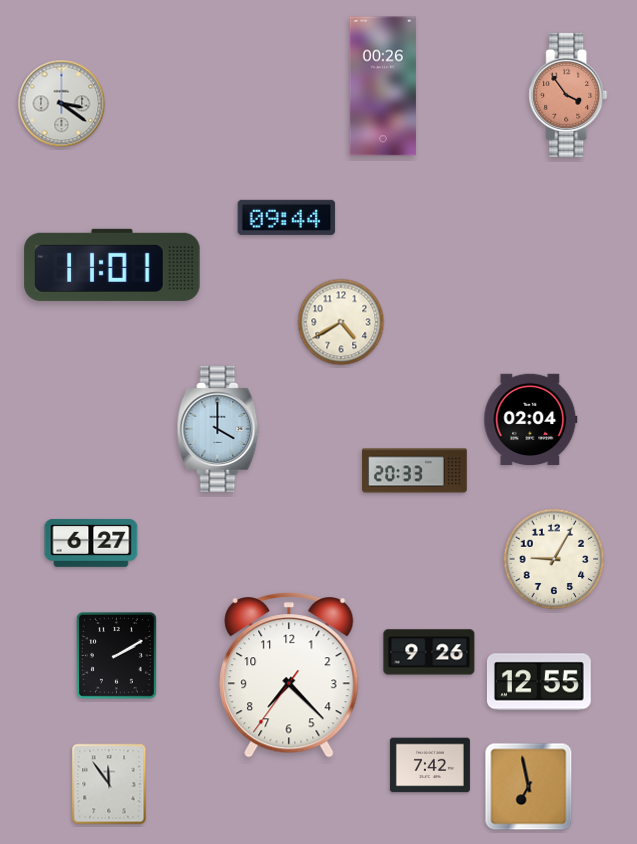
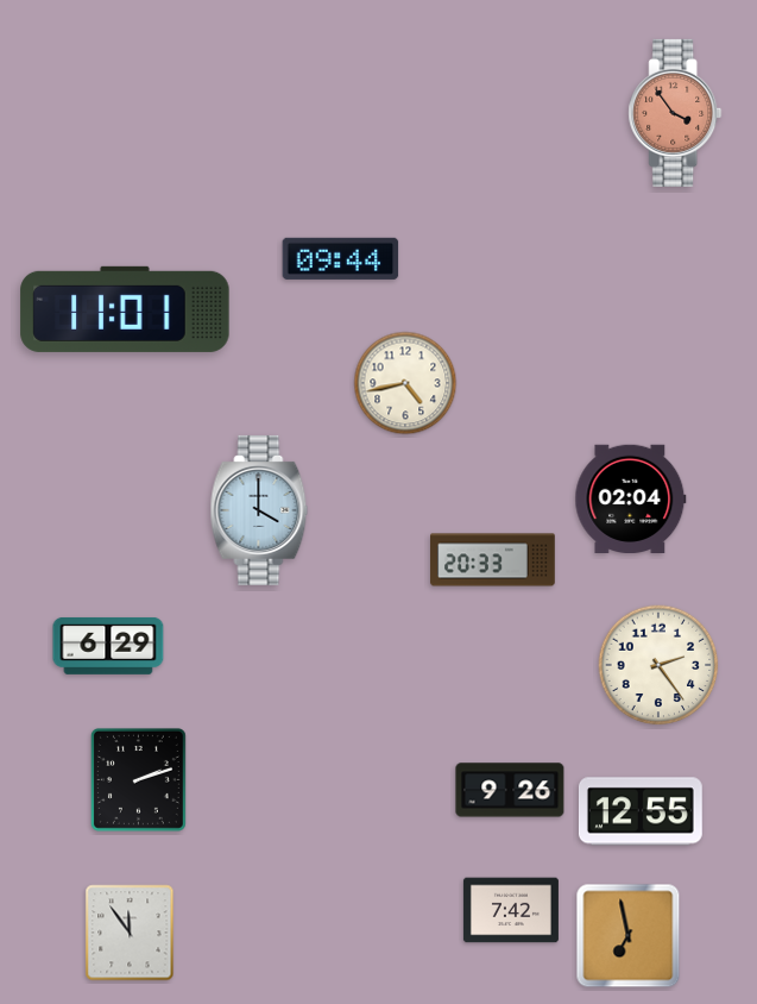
clock at (383, 86): 00:26 -> none
clock at (62, 104): 3:21 -> none
clock at (112, 265) position: (112, 265) -> (125, 309)
clock at (341, 322): 4:40 -> 4:43
clock at (91, 543): 6:27 -> 6:29
clock at (554, 559): 9:05 -> 2:24
clock at (429, 652) position: (429, 652) -> (510, 790)
clock at (116, 655): 2:10 -> 2:12
clock at (289, 675): 7:22 -> none
